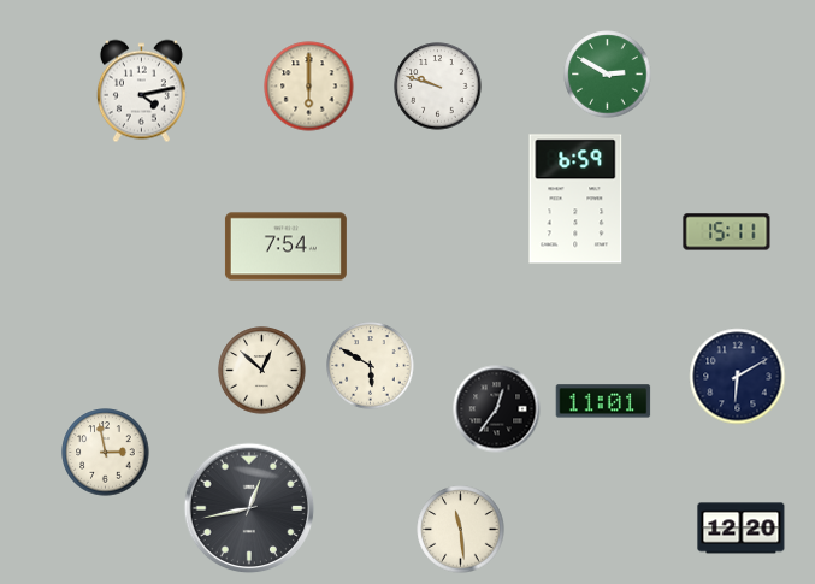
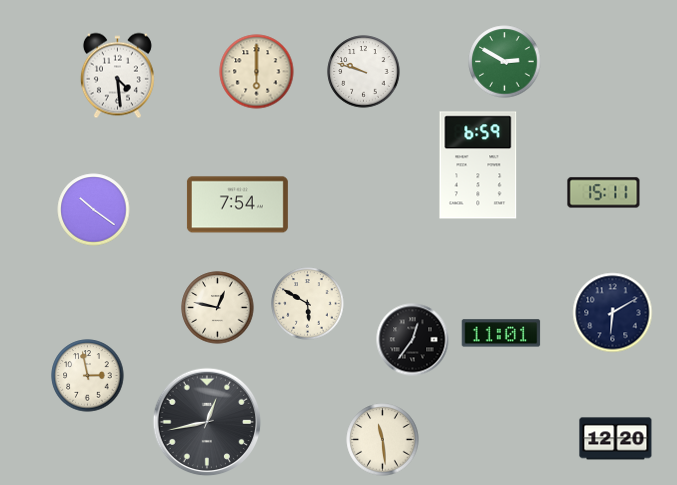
clock at (141, 92): 4:13 -> 4:29
clock at (94, 210): none -> 10:21
clock at (262, 371): 12:52 -> 12:47
